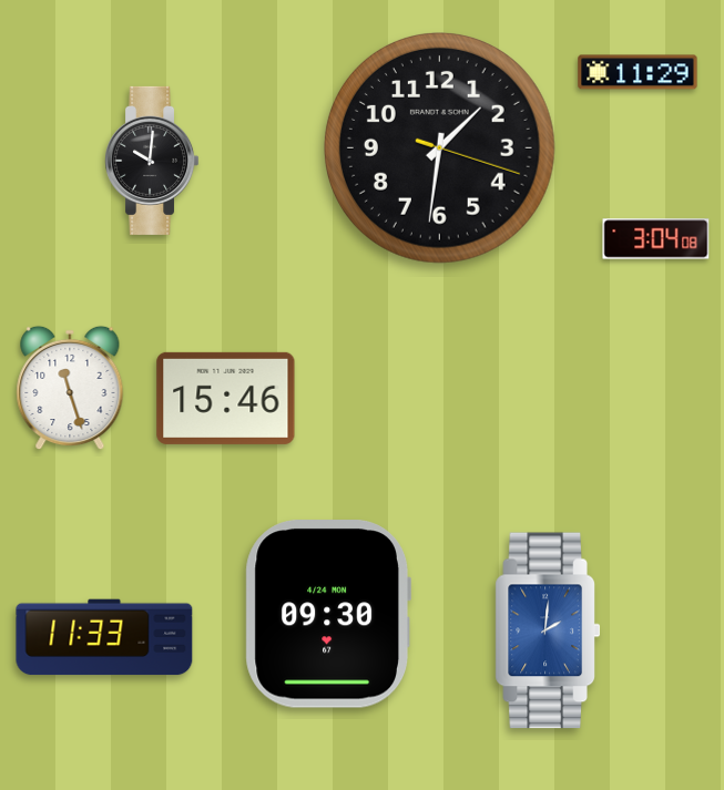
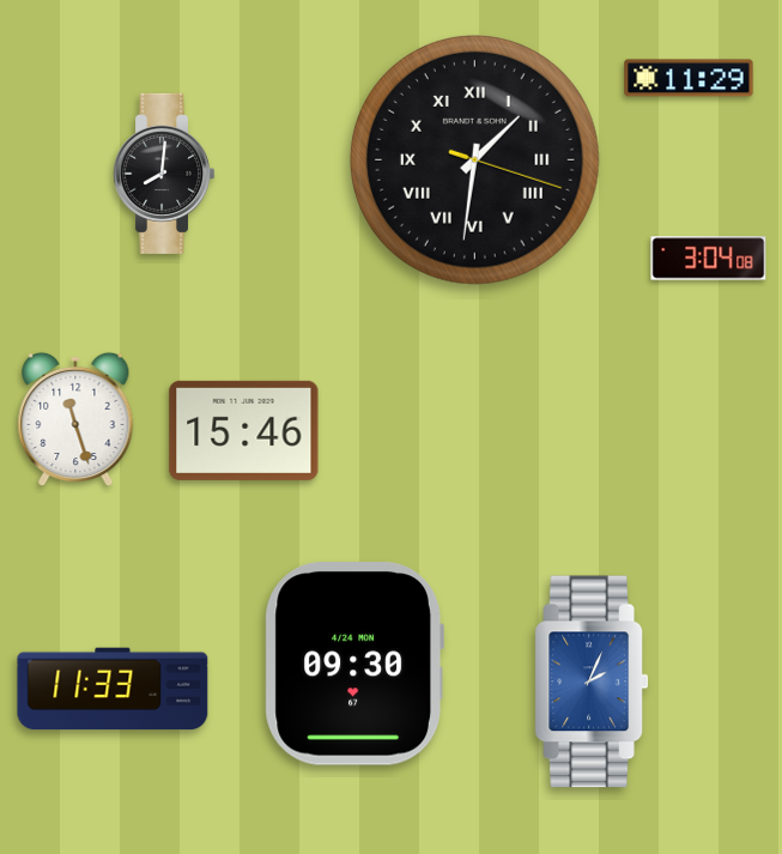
clock at (440, 148) numerals: Arabic -> Roman
clock at (152, 161): 10:01 -> 8:01
clock at (548, 630): 2:01 -> 2:04
